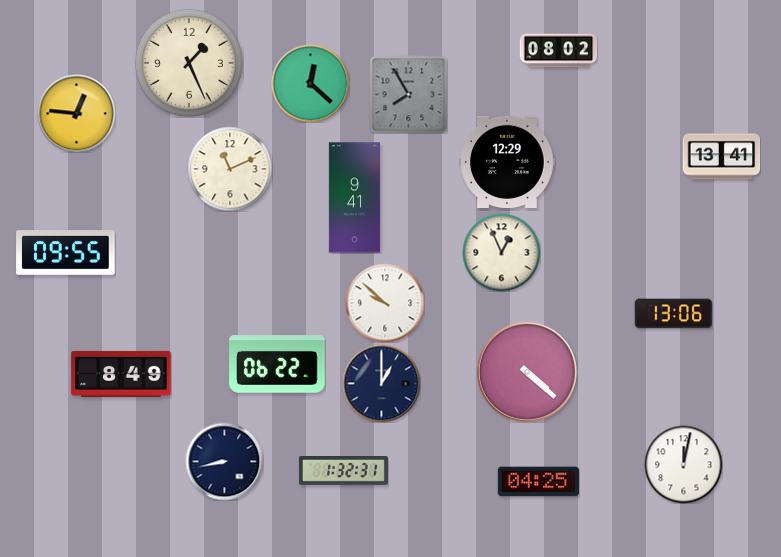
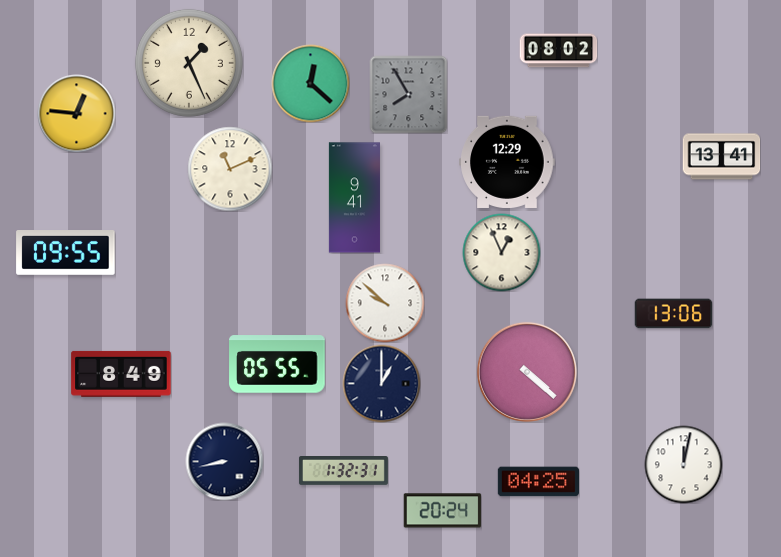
clock at (277, 364): 06:22 -> 05:55
clock at (442, 511): none -> 20:24
